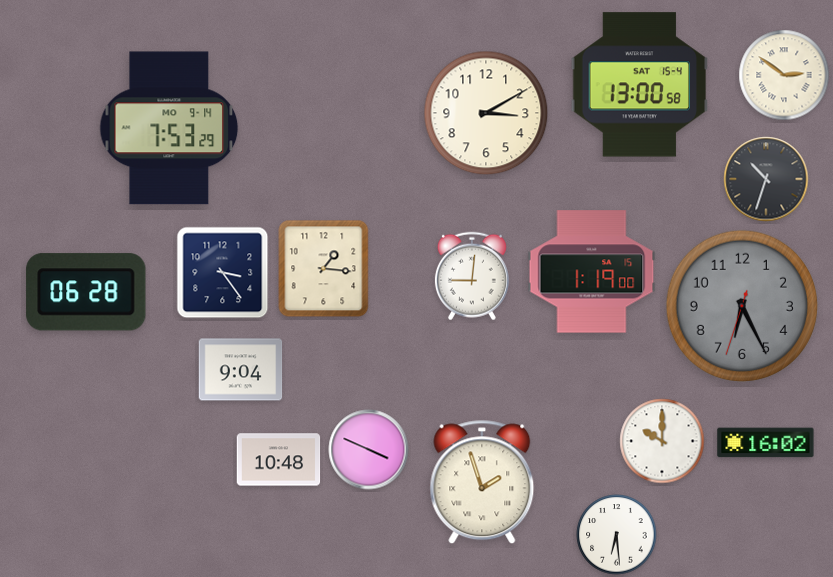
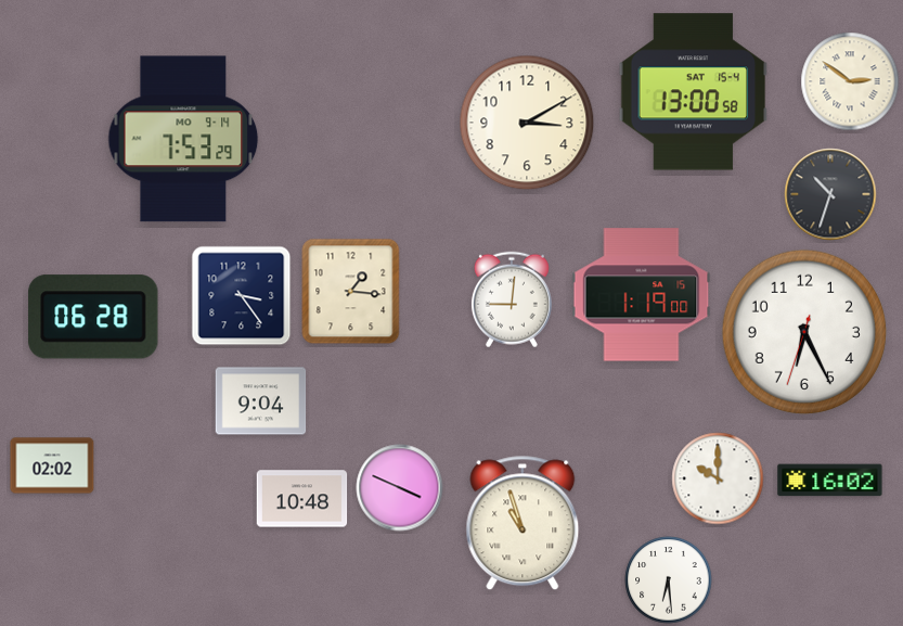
clock at (742, 306) dial: grey -> white
clock at (52, 465): none -> 02:02
clock at (482, 482): 1:57 -> 10:57
